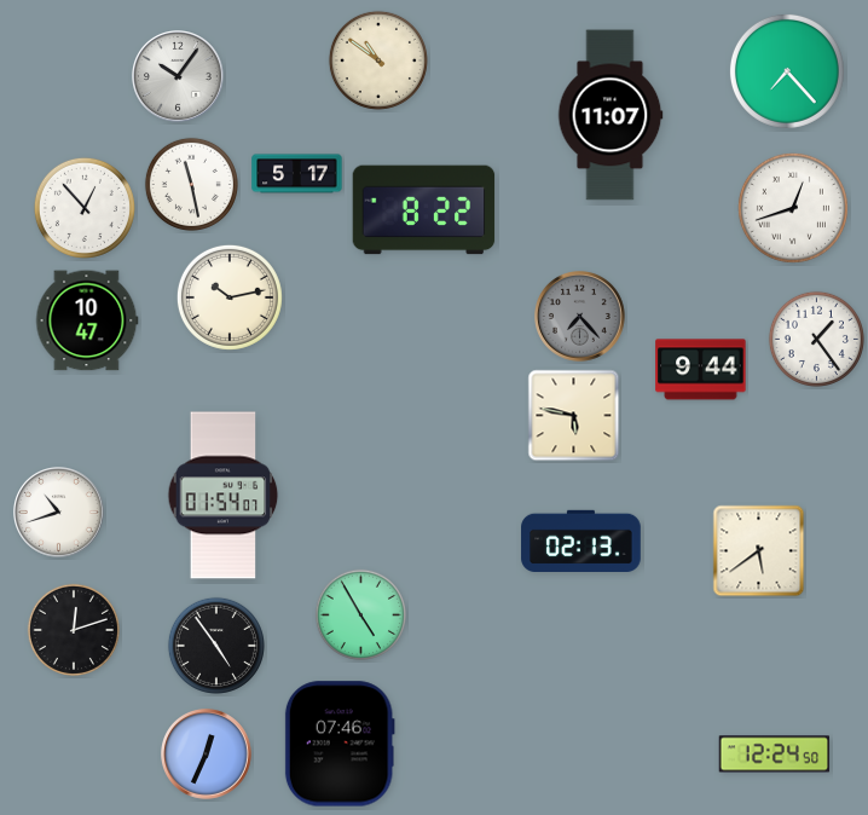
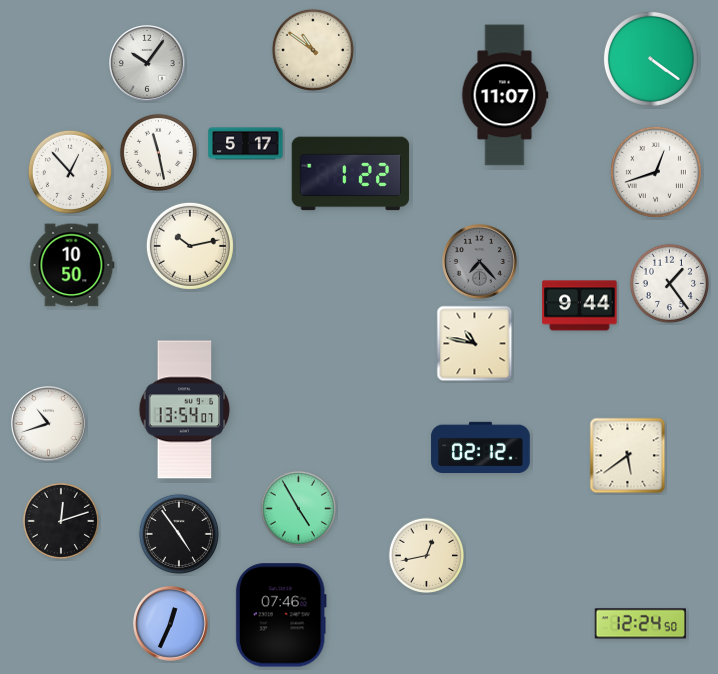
clock at (787, 71): 7:23 -> 4:21
clock at (424, 210): 8:22 -> 1:22
clock at (87, 320): 10:47 -> 10:50
clock at (816, 339) position: (816, 339) -> (669, 283)
clock at (574, 416): 5:47 -> 10:47
clock at (224, 496): 01:54 -> 13:54
clock at (581, 541): 02:13 -> 02:12
clock at (426, 555): none -> 12:43
